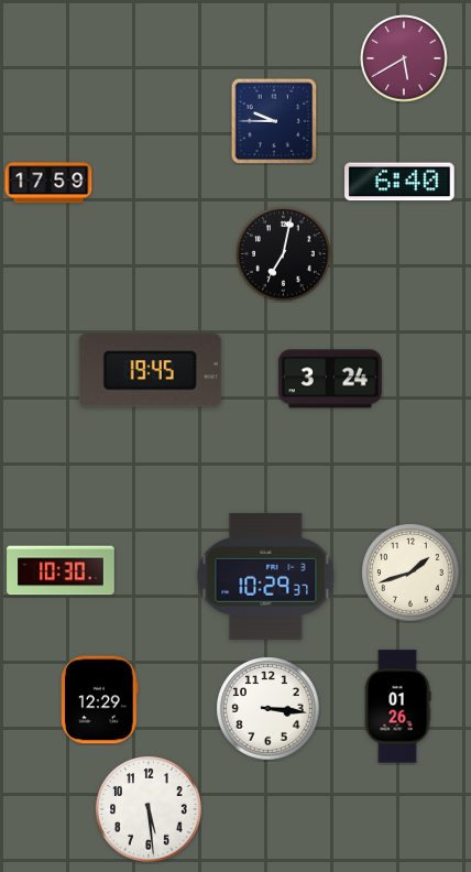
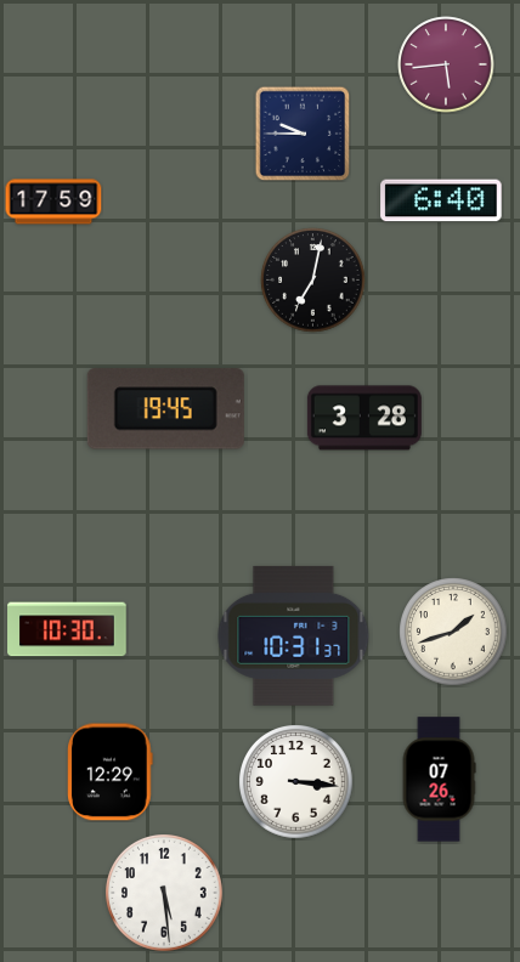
clock at (404, 58): 5:40 -> 5:44
clock at (330, 379): 3:24 -> 3:28
clock at (266, 576): 10:29 -> 10:31
clock at (397, 707): 01:26 -> 07:26
